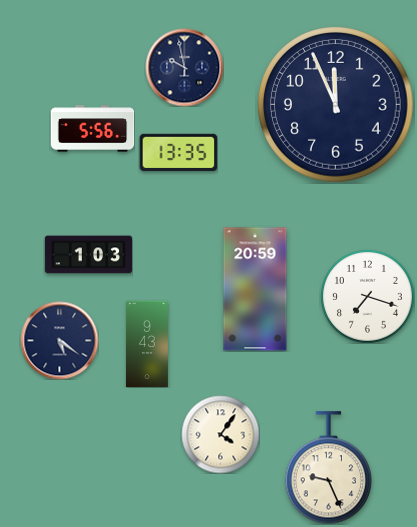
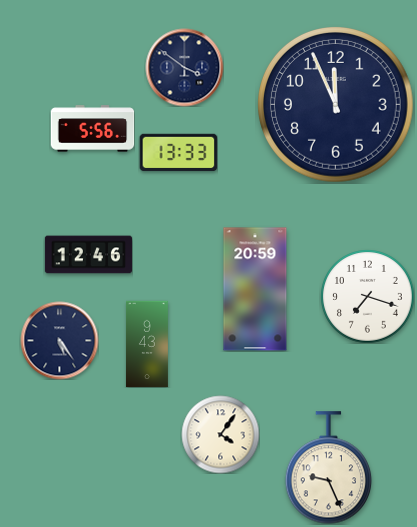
clock at (184, 67): 9:58 -> 3:51
clock at (178, 153): 13:35 -> 13:33
clock at (88, 255): 1:03 -> 12:46
clock at (59, 340): 5:21 -> 5:24
